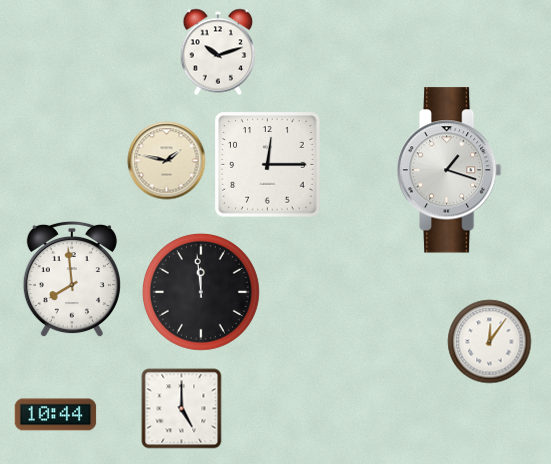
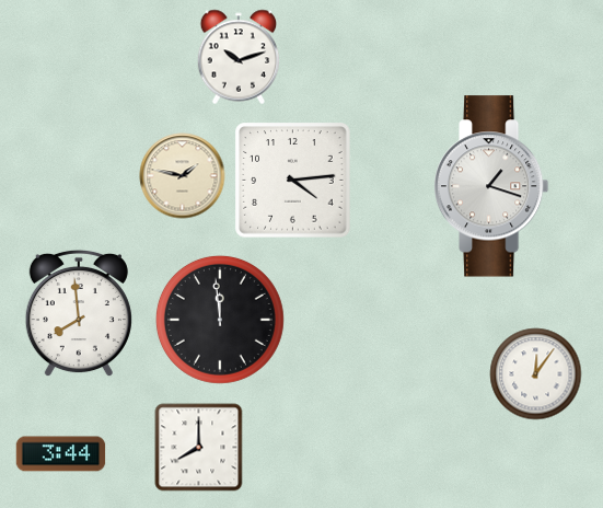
clock at (268, 165): 12:15 -> 4:14
clock at (72, 279) position: (72, 279) -> (79, 313)
clock at (182, 409): 5:00 -> 8:00
clock at (56, 415): 10:44 -> 3:44
